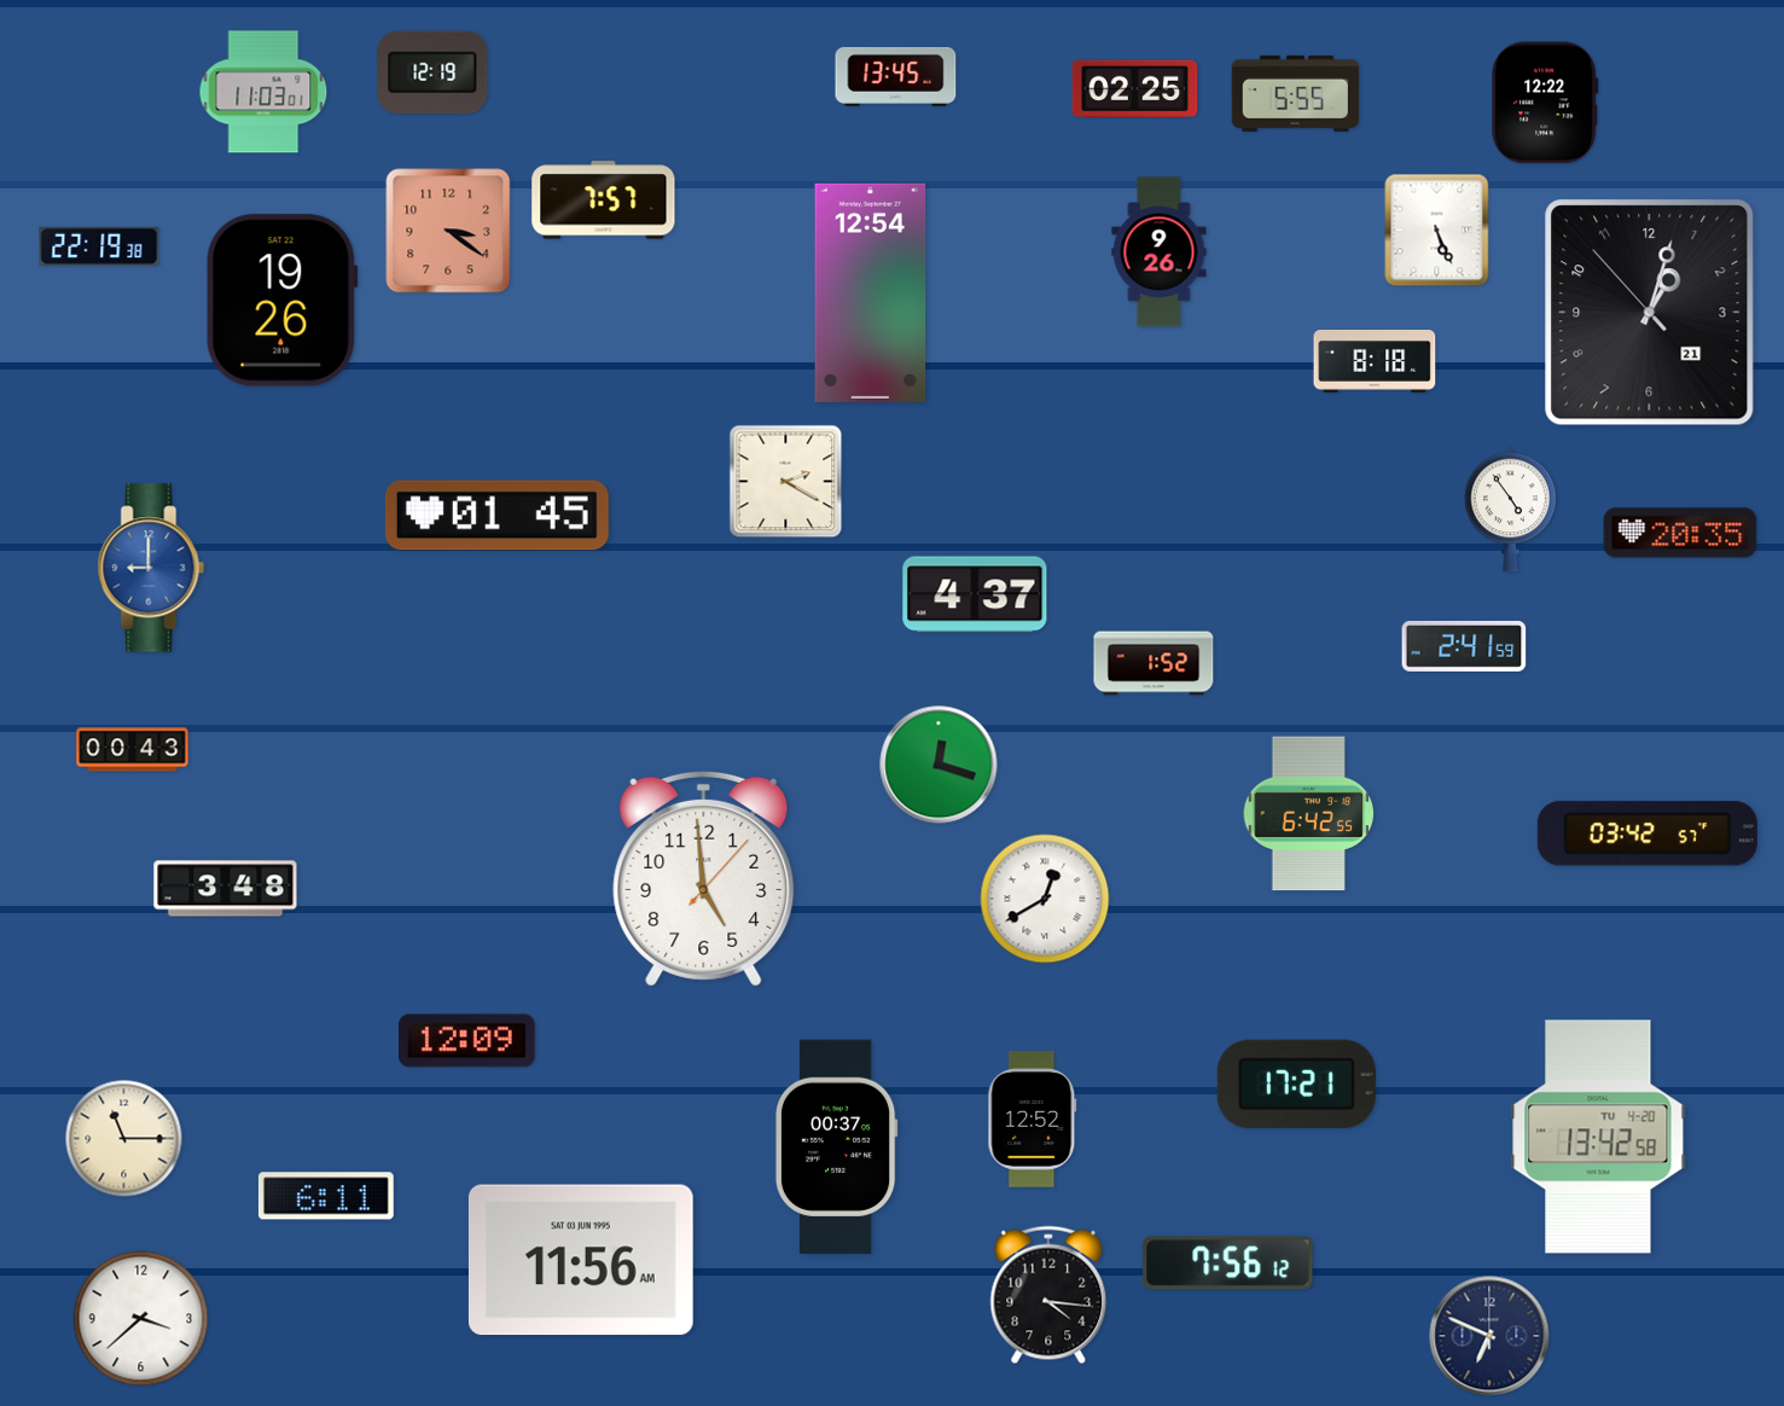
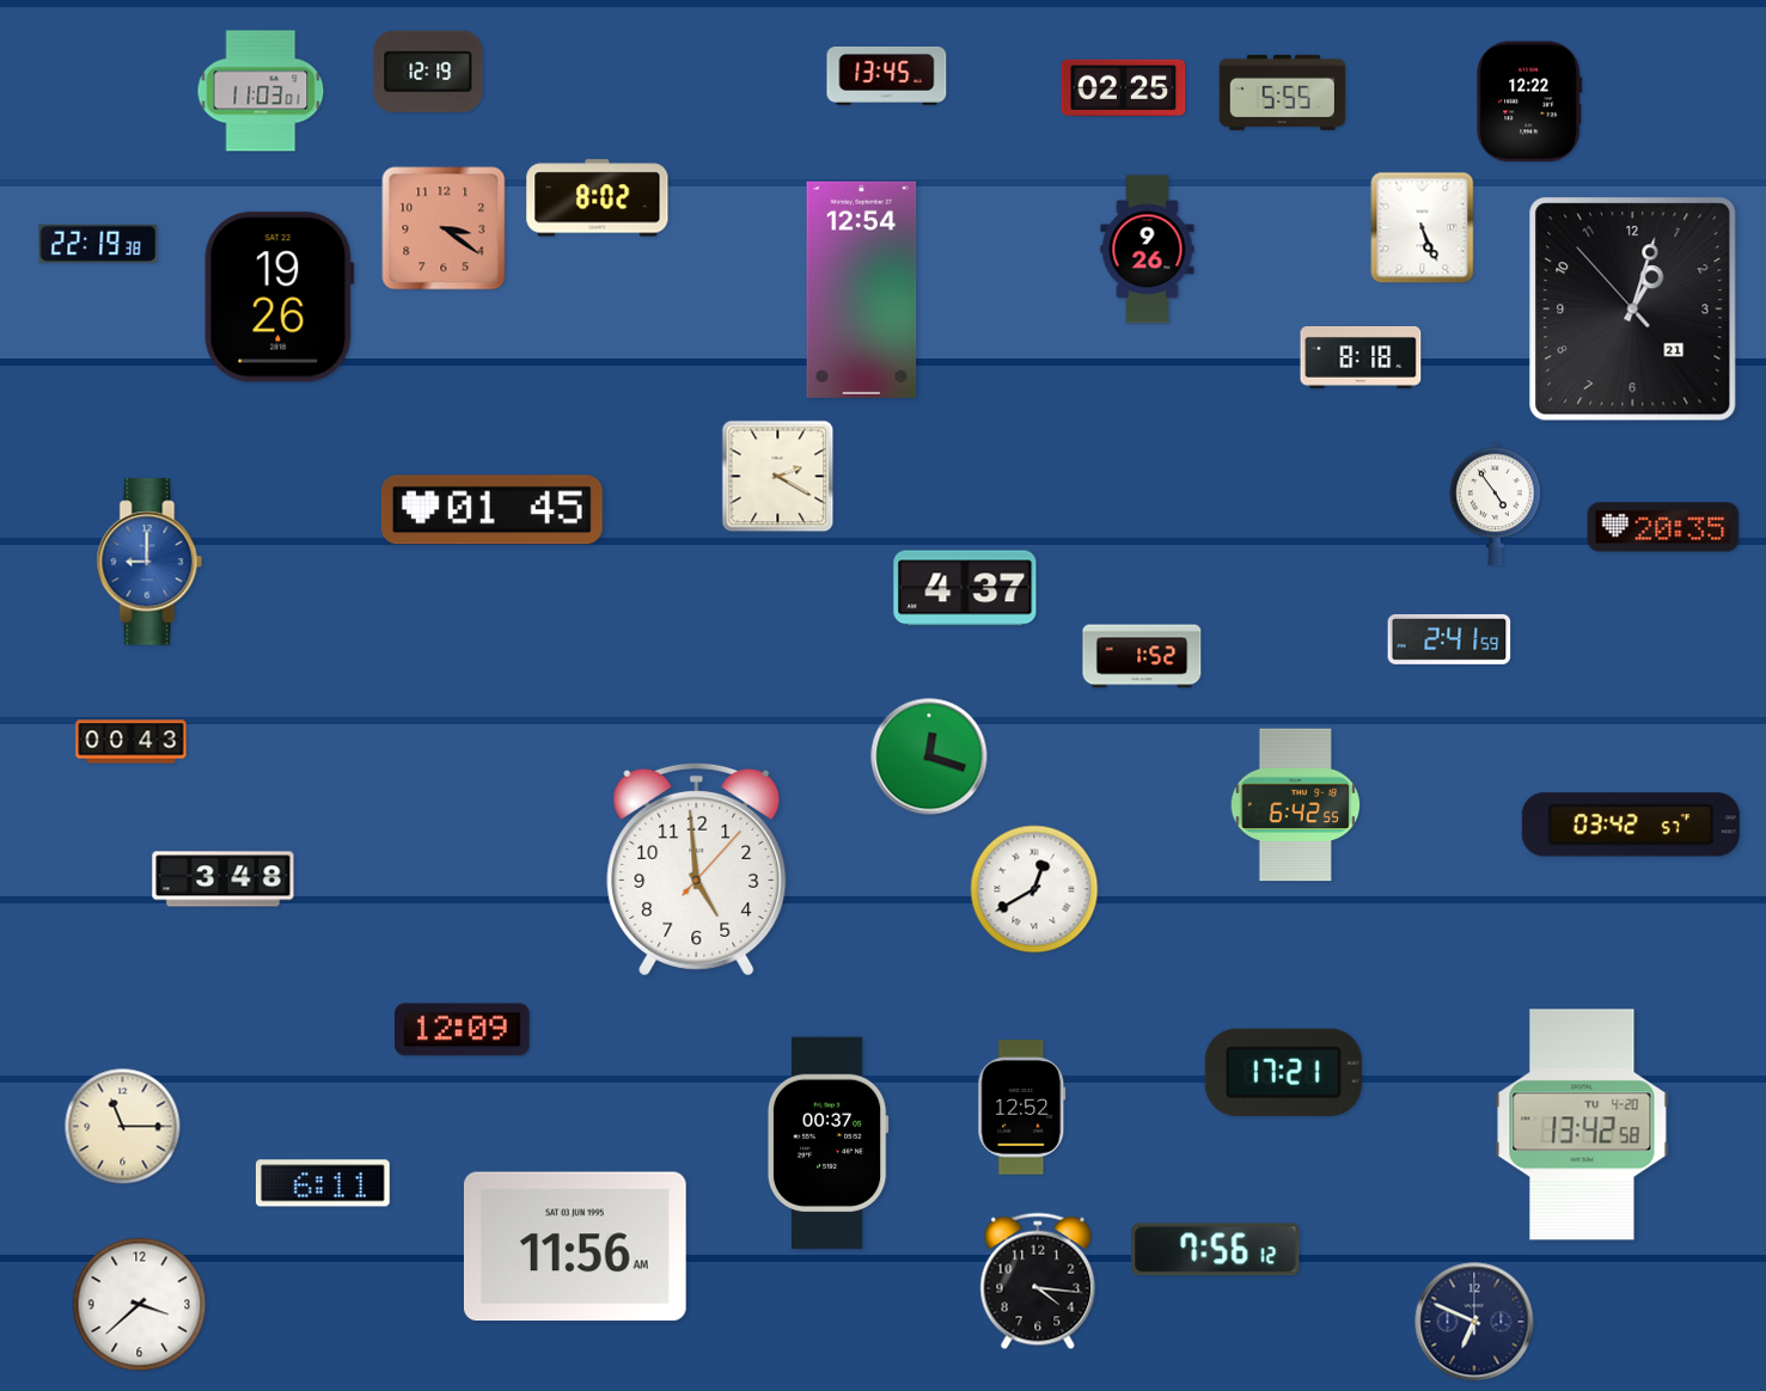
clock at (604, 201): 7:57 -> 8:02
clock at (836, 1148) position: (836, 1148) -> (827, 1144)
